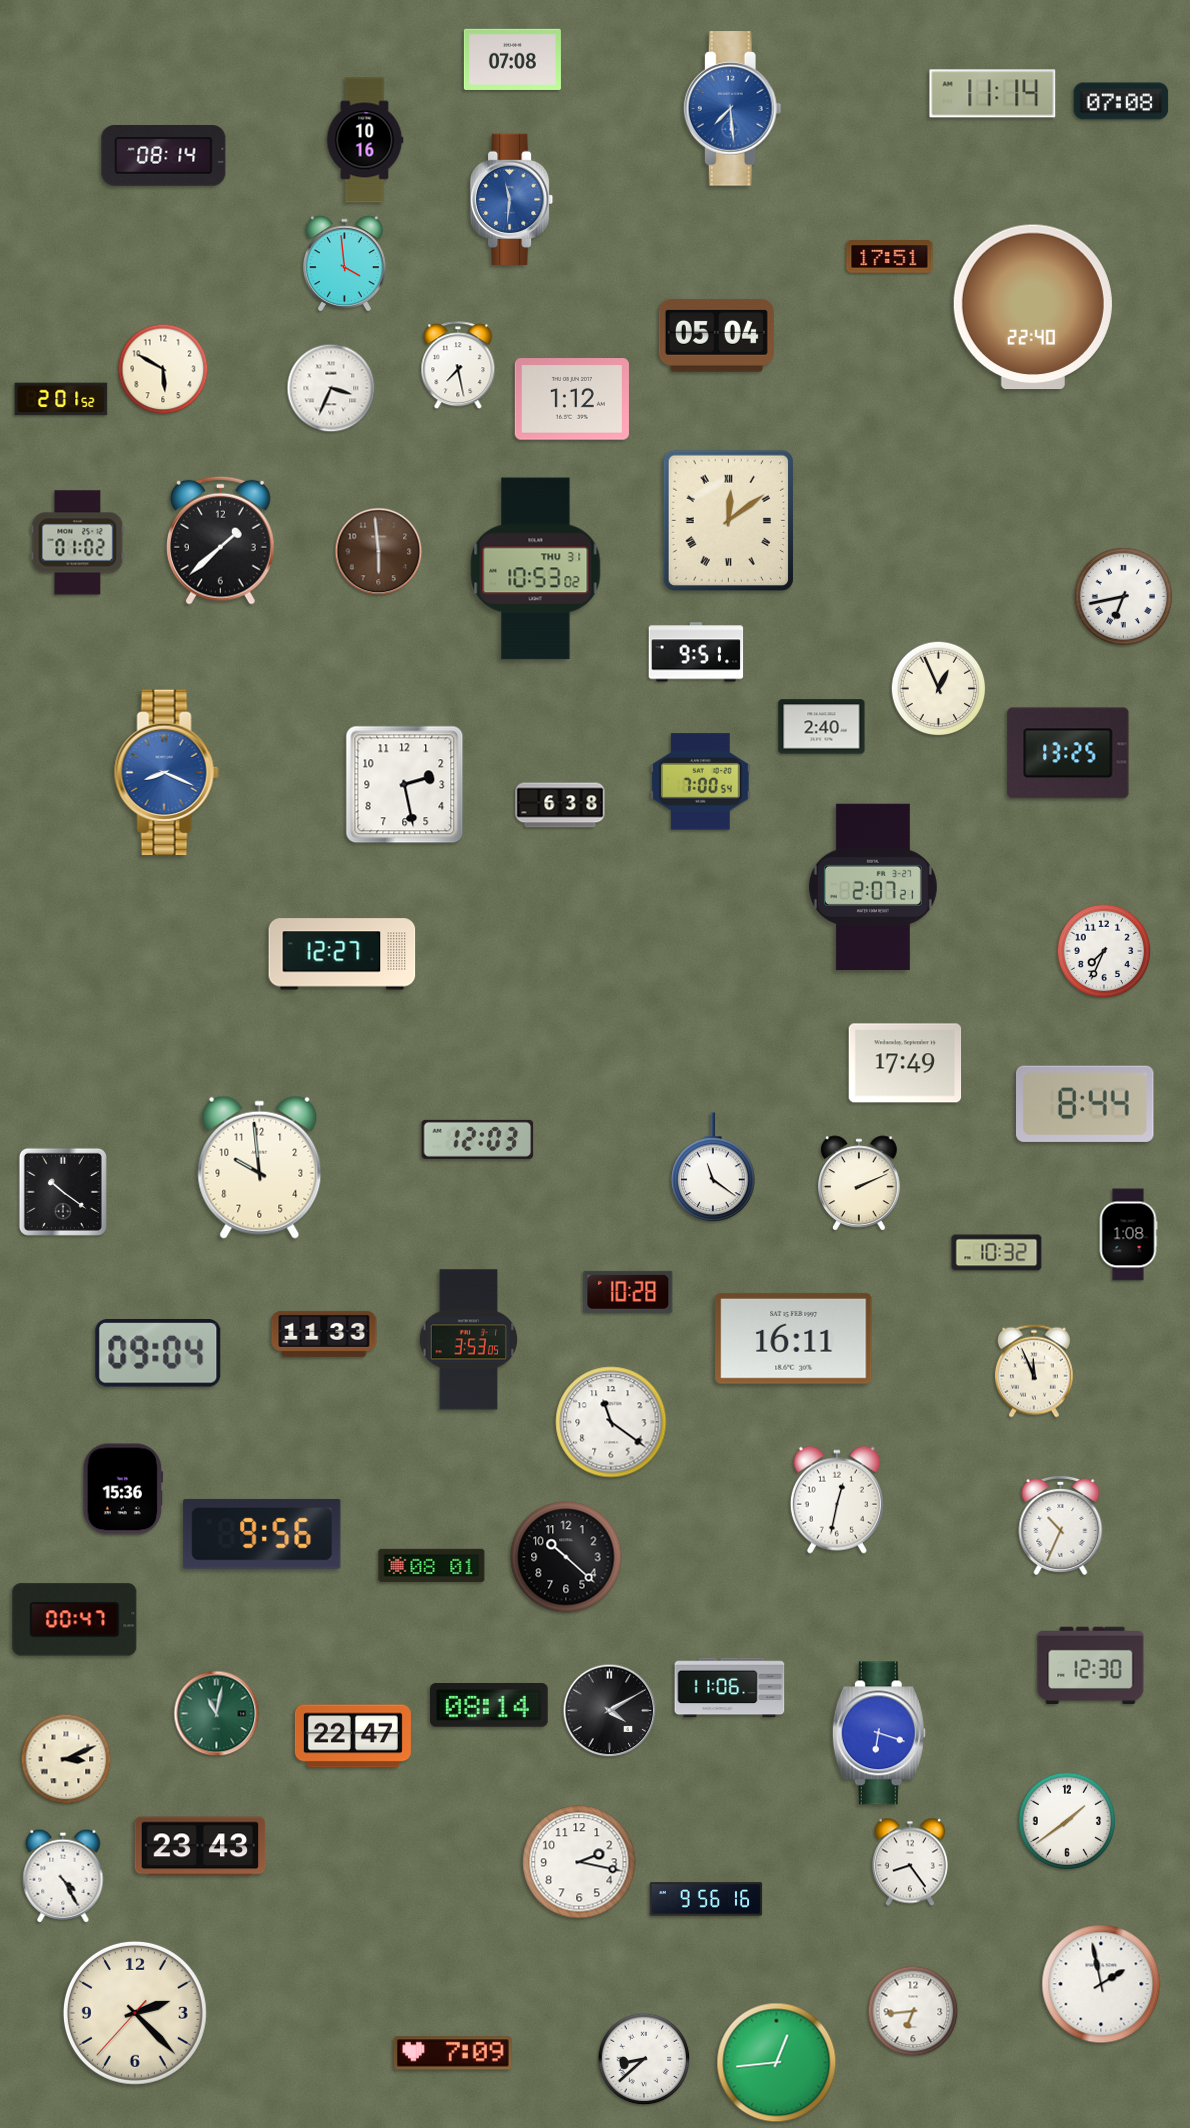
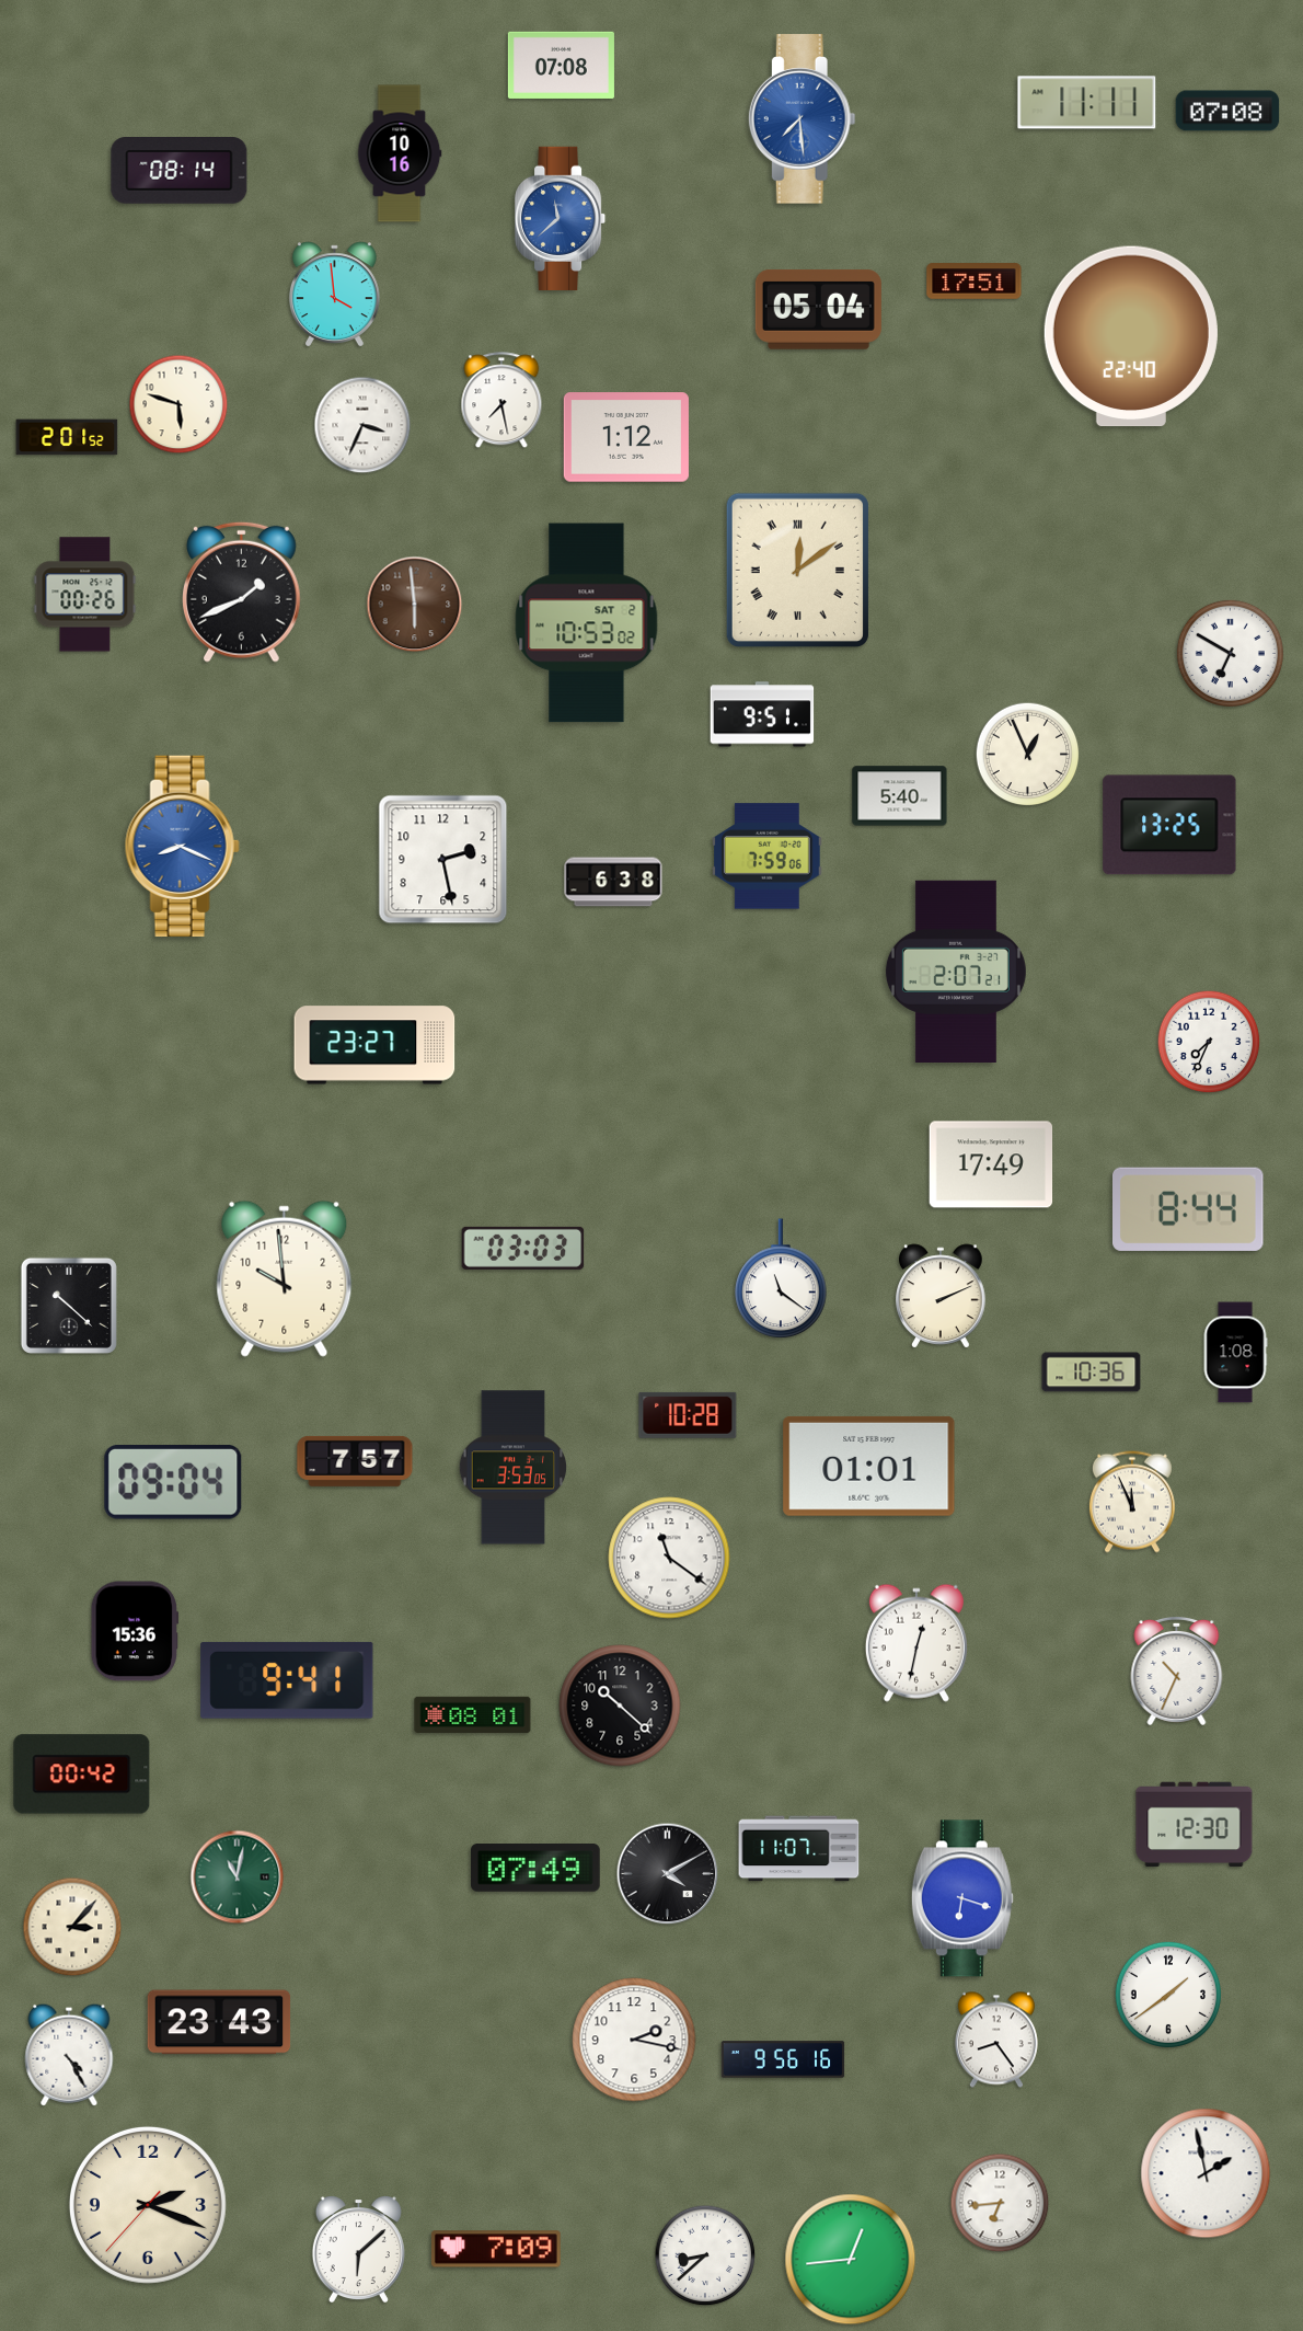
clock at (993, 94): 11:14 -> 11:11
clock at (513, 199): 11:31 -> 11:38
clock at (344, 263) position: (344, 263) -> (334, 294)
clock at (716, 335) position: (716, 335) -> (818, 309)
clock at (163, 369): 5:50 -> 5:48
clock at (221, 540): 1:38 -> 1:41
clock at (78, 543): 01:02 -> 00:26
clock at (536, 569) date: THU 31 -> SAT 2
clock at (1123, 596): 6:43 -> 6:50
clock at (822, 727): 2:40 -> 5:40
clock at (701, 782): 7:00 -> 7:59
clock at (342, 954): 12:27 -> 23:27
clock at (478, 1139): 12:03 -> 03:03
clock at (63, 1192): 10:21 -> 10:22
clock at (997, 1253): 10:32 -> 10:36
clock at (324, 1334): 11:33 -> 7:57
clock at (794, 1338): 16:11 -> 01:01
clock at (1061, 1525) position: (1061, 1525) -> (1177, 1670)
clock at (262, 1534): 9:56 -> 9:41
clock at (75, 1620): 00:47 -> 00:42
clock at (730, 1688): 11:06 -> 11:07
clock at (490, 1706): 08:14 -> 07:49
clock at (353, 1736): 22:47 -> none
clock at (66, 1759): 3:11 -> 3:07
clock at (706, 1899) position: (706, 1899) -> (783, 2059)
clock at (135, 2013): 2:22 -> 2:18
clock at (358, 2250): none -> 6:08
